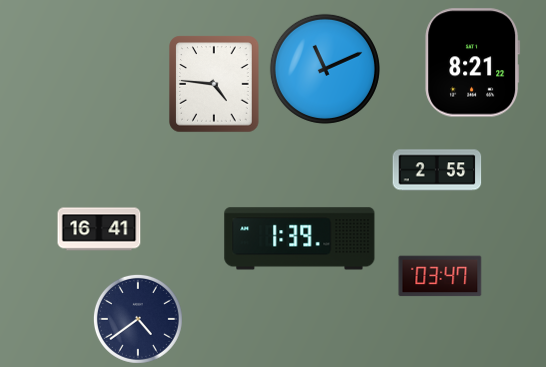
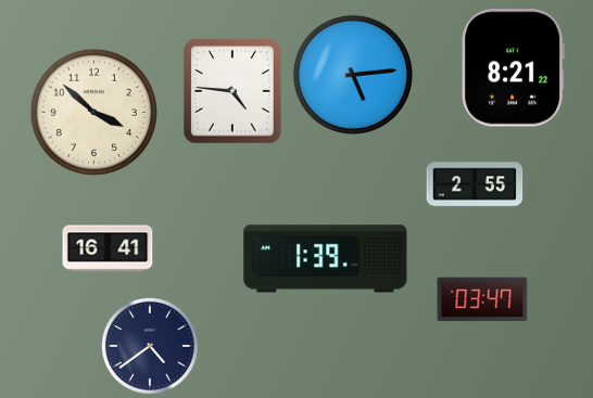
clock at (325, 69): 11:11 -> 5:14
clock at (93, 112): none -> 3:52
clock at (440, 276) position: (440, 276) -> (482, 299)
